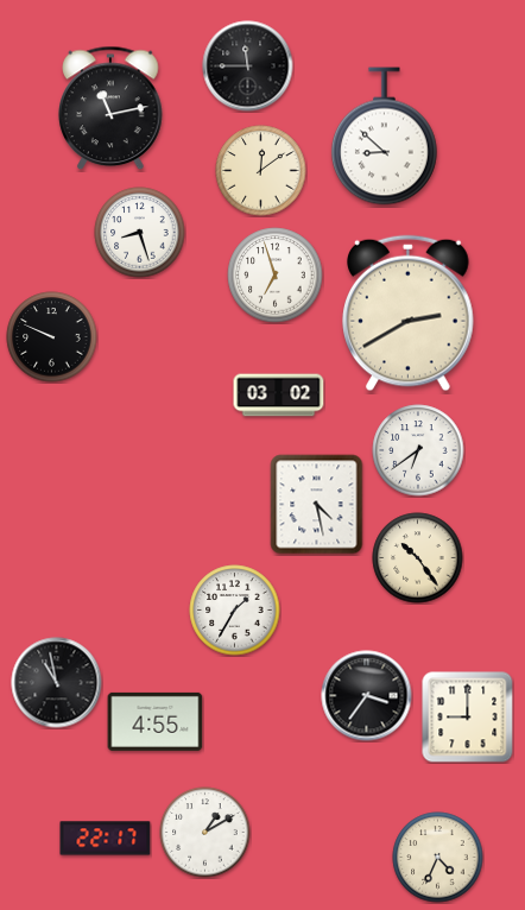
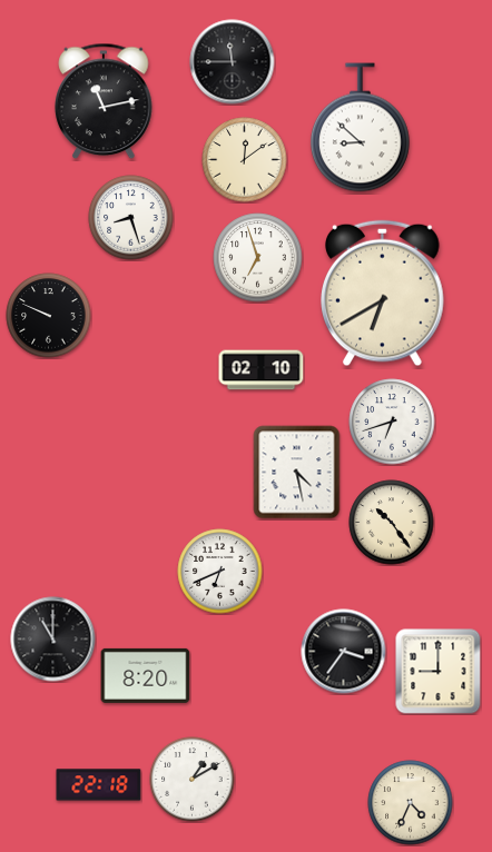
clock at (409, 314): 2:40 -> 6:40
clock at (279, 396): 03:02 -> 02:10
clock at (418, 450): 6:39 -> 6:42
clock at (235, 611): 1:35 -> 6:41
clock at (57, 683): 10:58 -> 11:00
clock at (156, 721): 4:55 -> 8:20
clock at (106, 839): 22:17 -> 22:18
